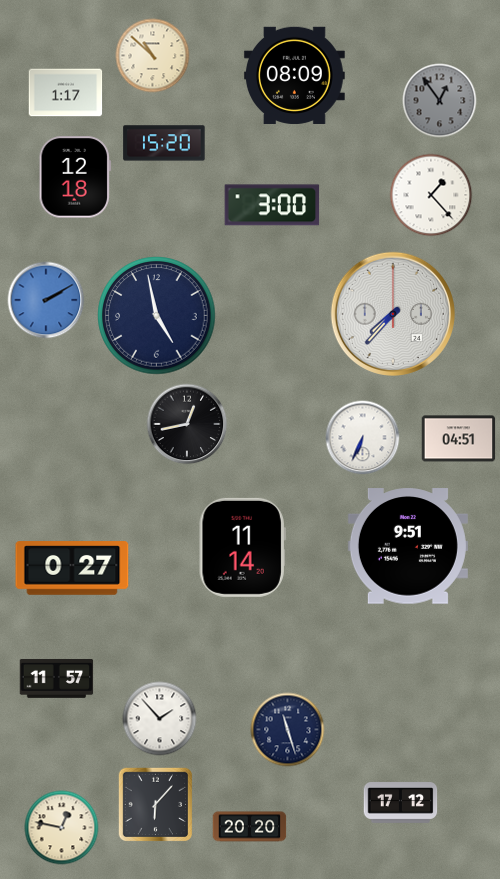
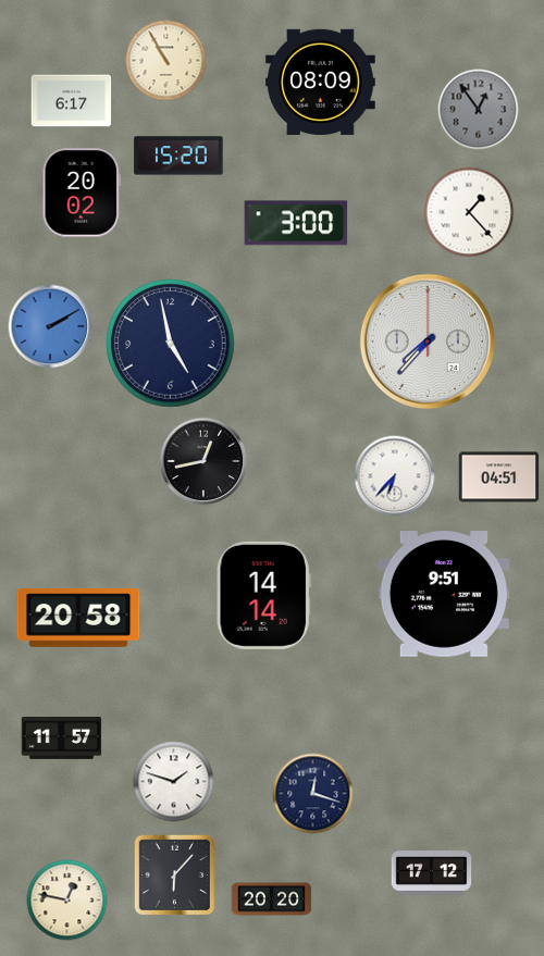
clock at (153, 56): 10:52 -> 10:55
clock at (66, 93): 1:17 -> 6:17
clock at (75, 177): 12:18 -> 20:02
clock at (363, 438): 6:34 -> 6:37
clock at (242, 547): 11:14 -> 14:14
clock at (72, 568): 0:27 -> 20:58
clock at (160, 719): 1:53 -> 1:48
clock at (288, 730): 11:27 -> 12:18
clock at (401, 803) position: (401, 803) -> (432, 873)
clock at (156, 805) position: (156, 805) -> (175, 876)
